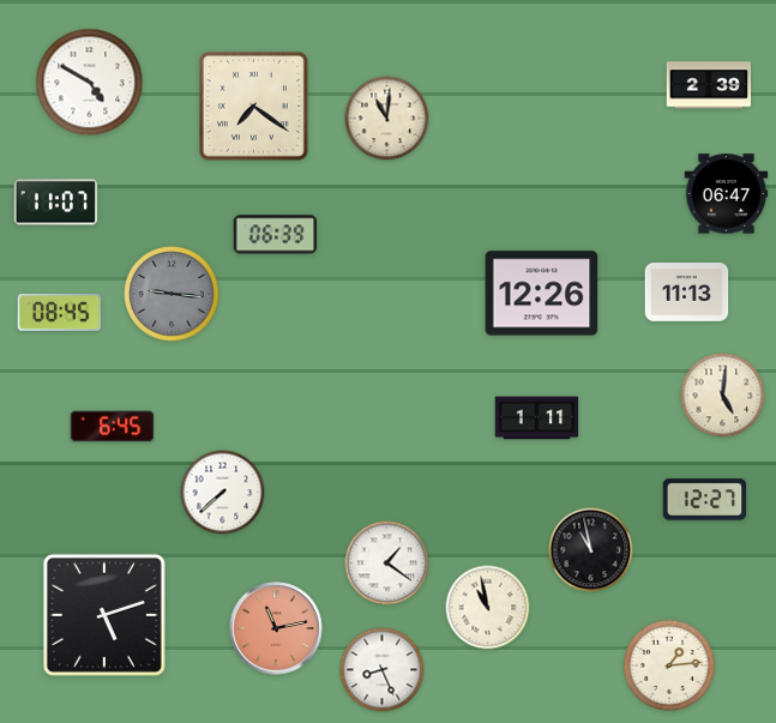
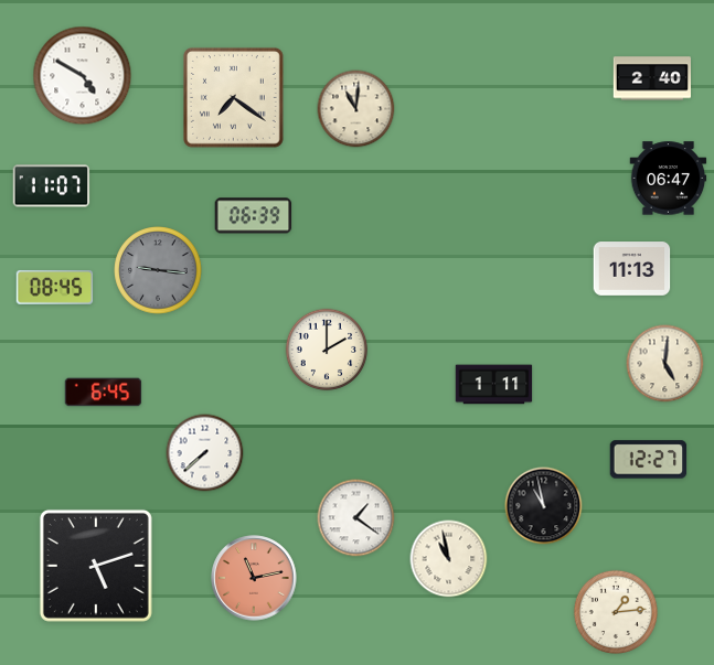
clock at (708, 85): 2:39 -> 2:40
clock at (542, 294): 12:26 -> none
clock at (327, 350): none -> 2:00
clock at (383, 670): 8:26 -> none
